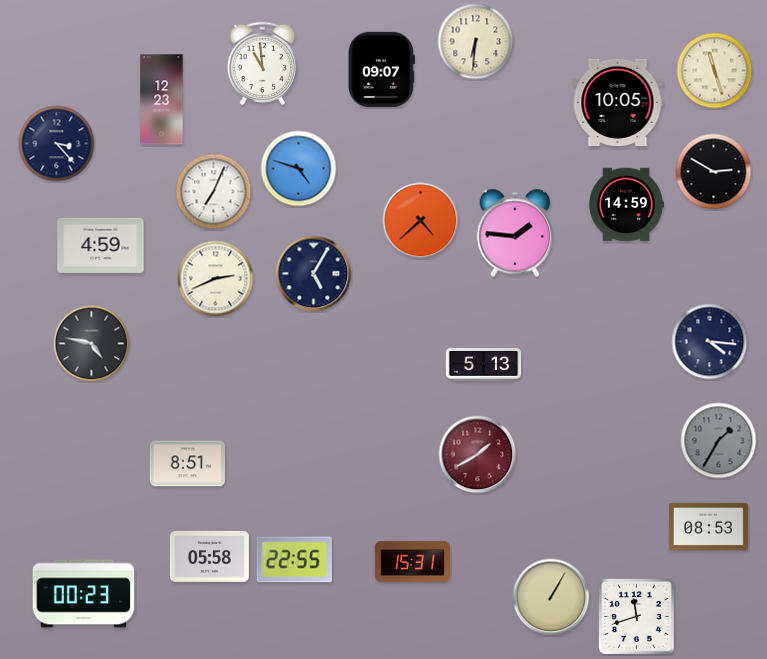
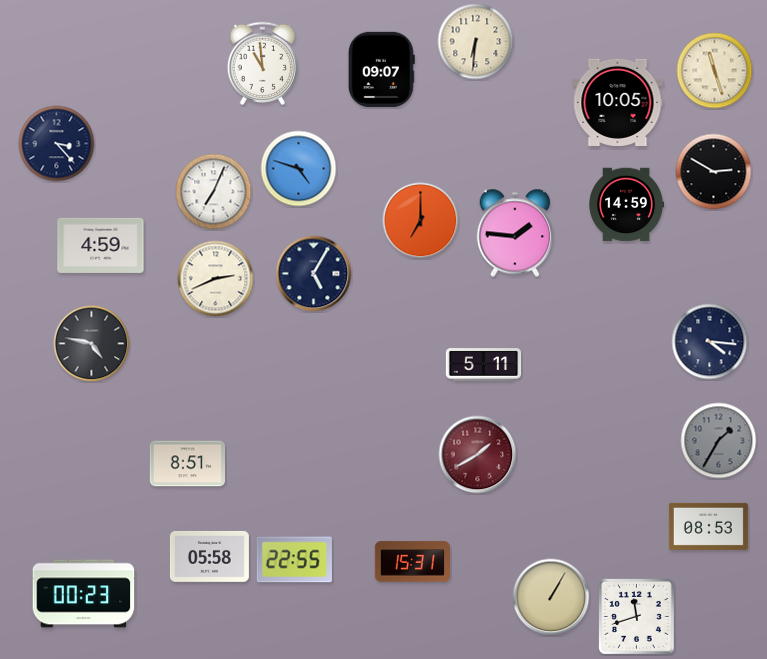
clock at (162, 100): 12:23 -> none
clock at (421, 221): 4:38 -> 7:00
clock at (484, 365): 5:13 -> 5:11
